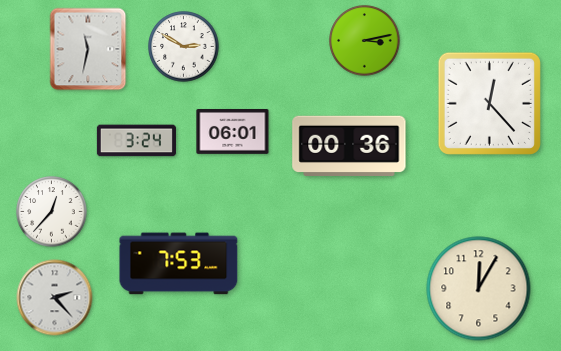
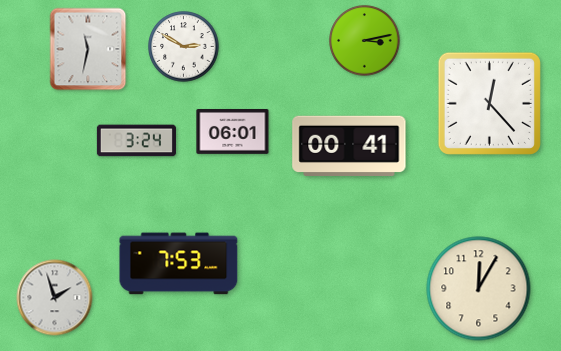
clock at (349, 145): 00:36 -> 00:41
clock at (52, 212): 12:37 -> none
clock at (55, 298): 2:23 -> 1:57
